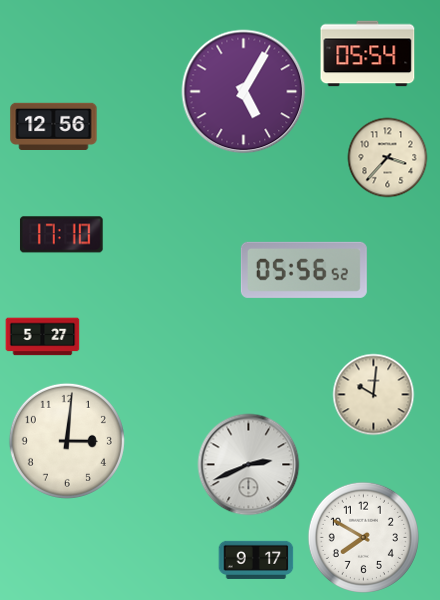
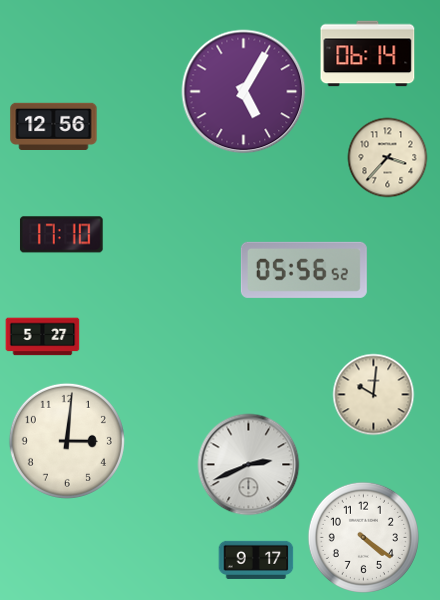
clock at (368, 54): 05:54 -> 06:14
clock at (363, 537): 7:50 -> 4:21
